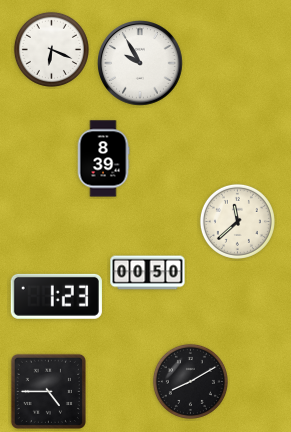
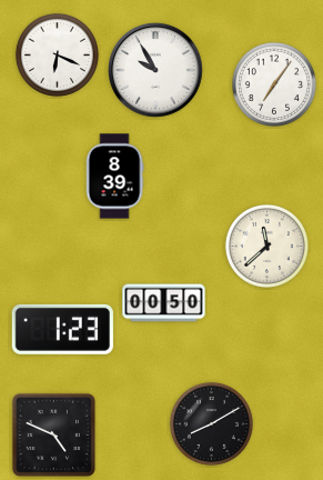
clock at (274, 84): none -> 7:06
clock at (237, 221) position: (237, 221) -> (266, 246)
clock at (48, 391): 4:45 -> 4:49
